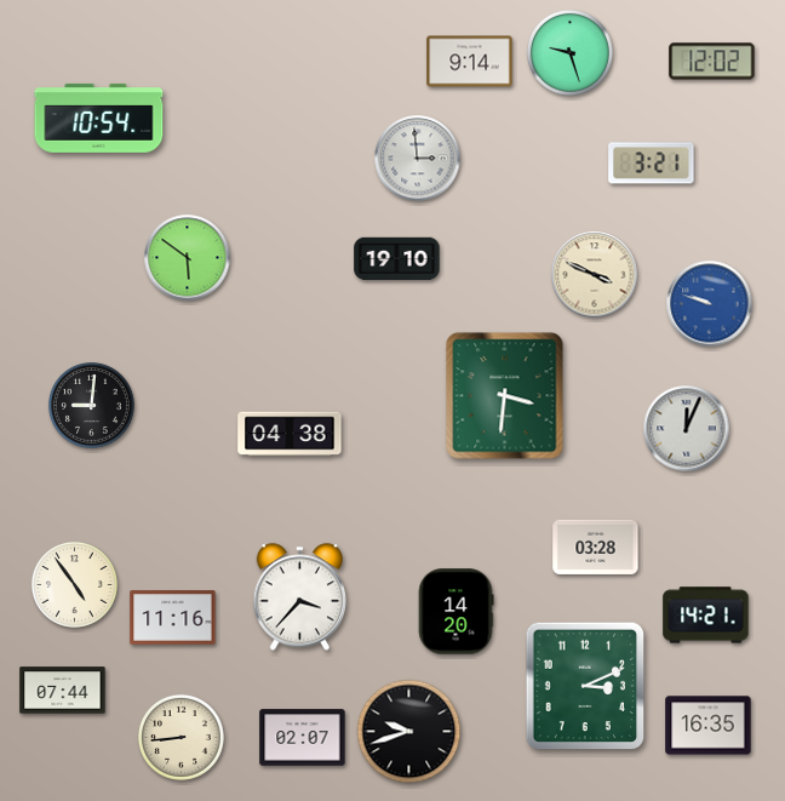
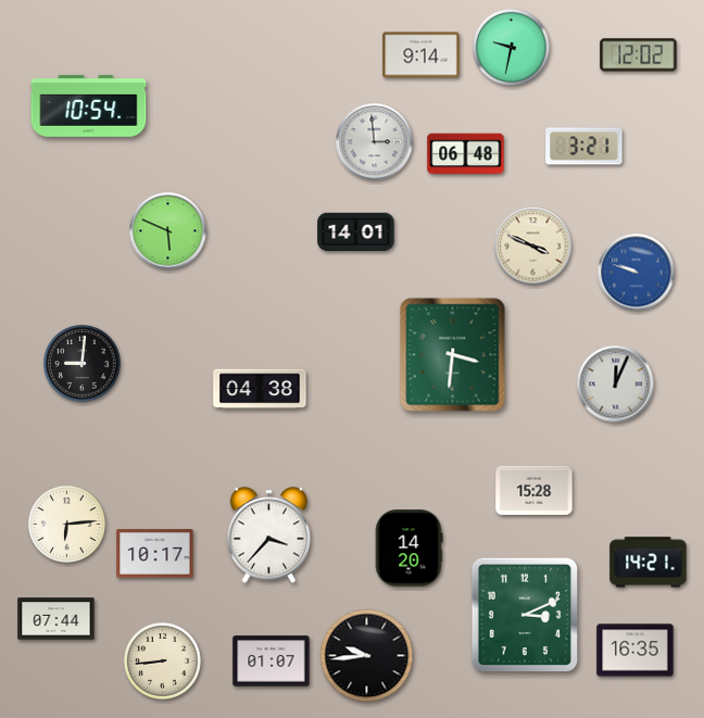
clock at (569, 52): 9:27 -> 9:32
clock at (466, 154): none -> 06:48
clock at (188, 258): 5:51 -> 5:49
clock at (397, 258): 19:10 -> 14:01
clock at (596, 547): 03:28 -> 15:28
clock at (74, 584): 4:54 -> 6:14
clock at (706, 616) position: (706, 616) -> (649, 563)
clock at (173, 618): 11:16 -> 10:17
clock at (409, 732): 9:42 -> 9:44
clock at (303, 738): 02:07 -> 01:07
